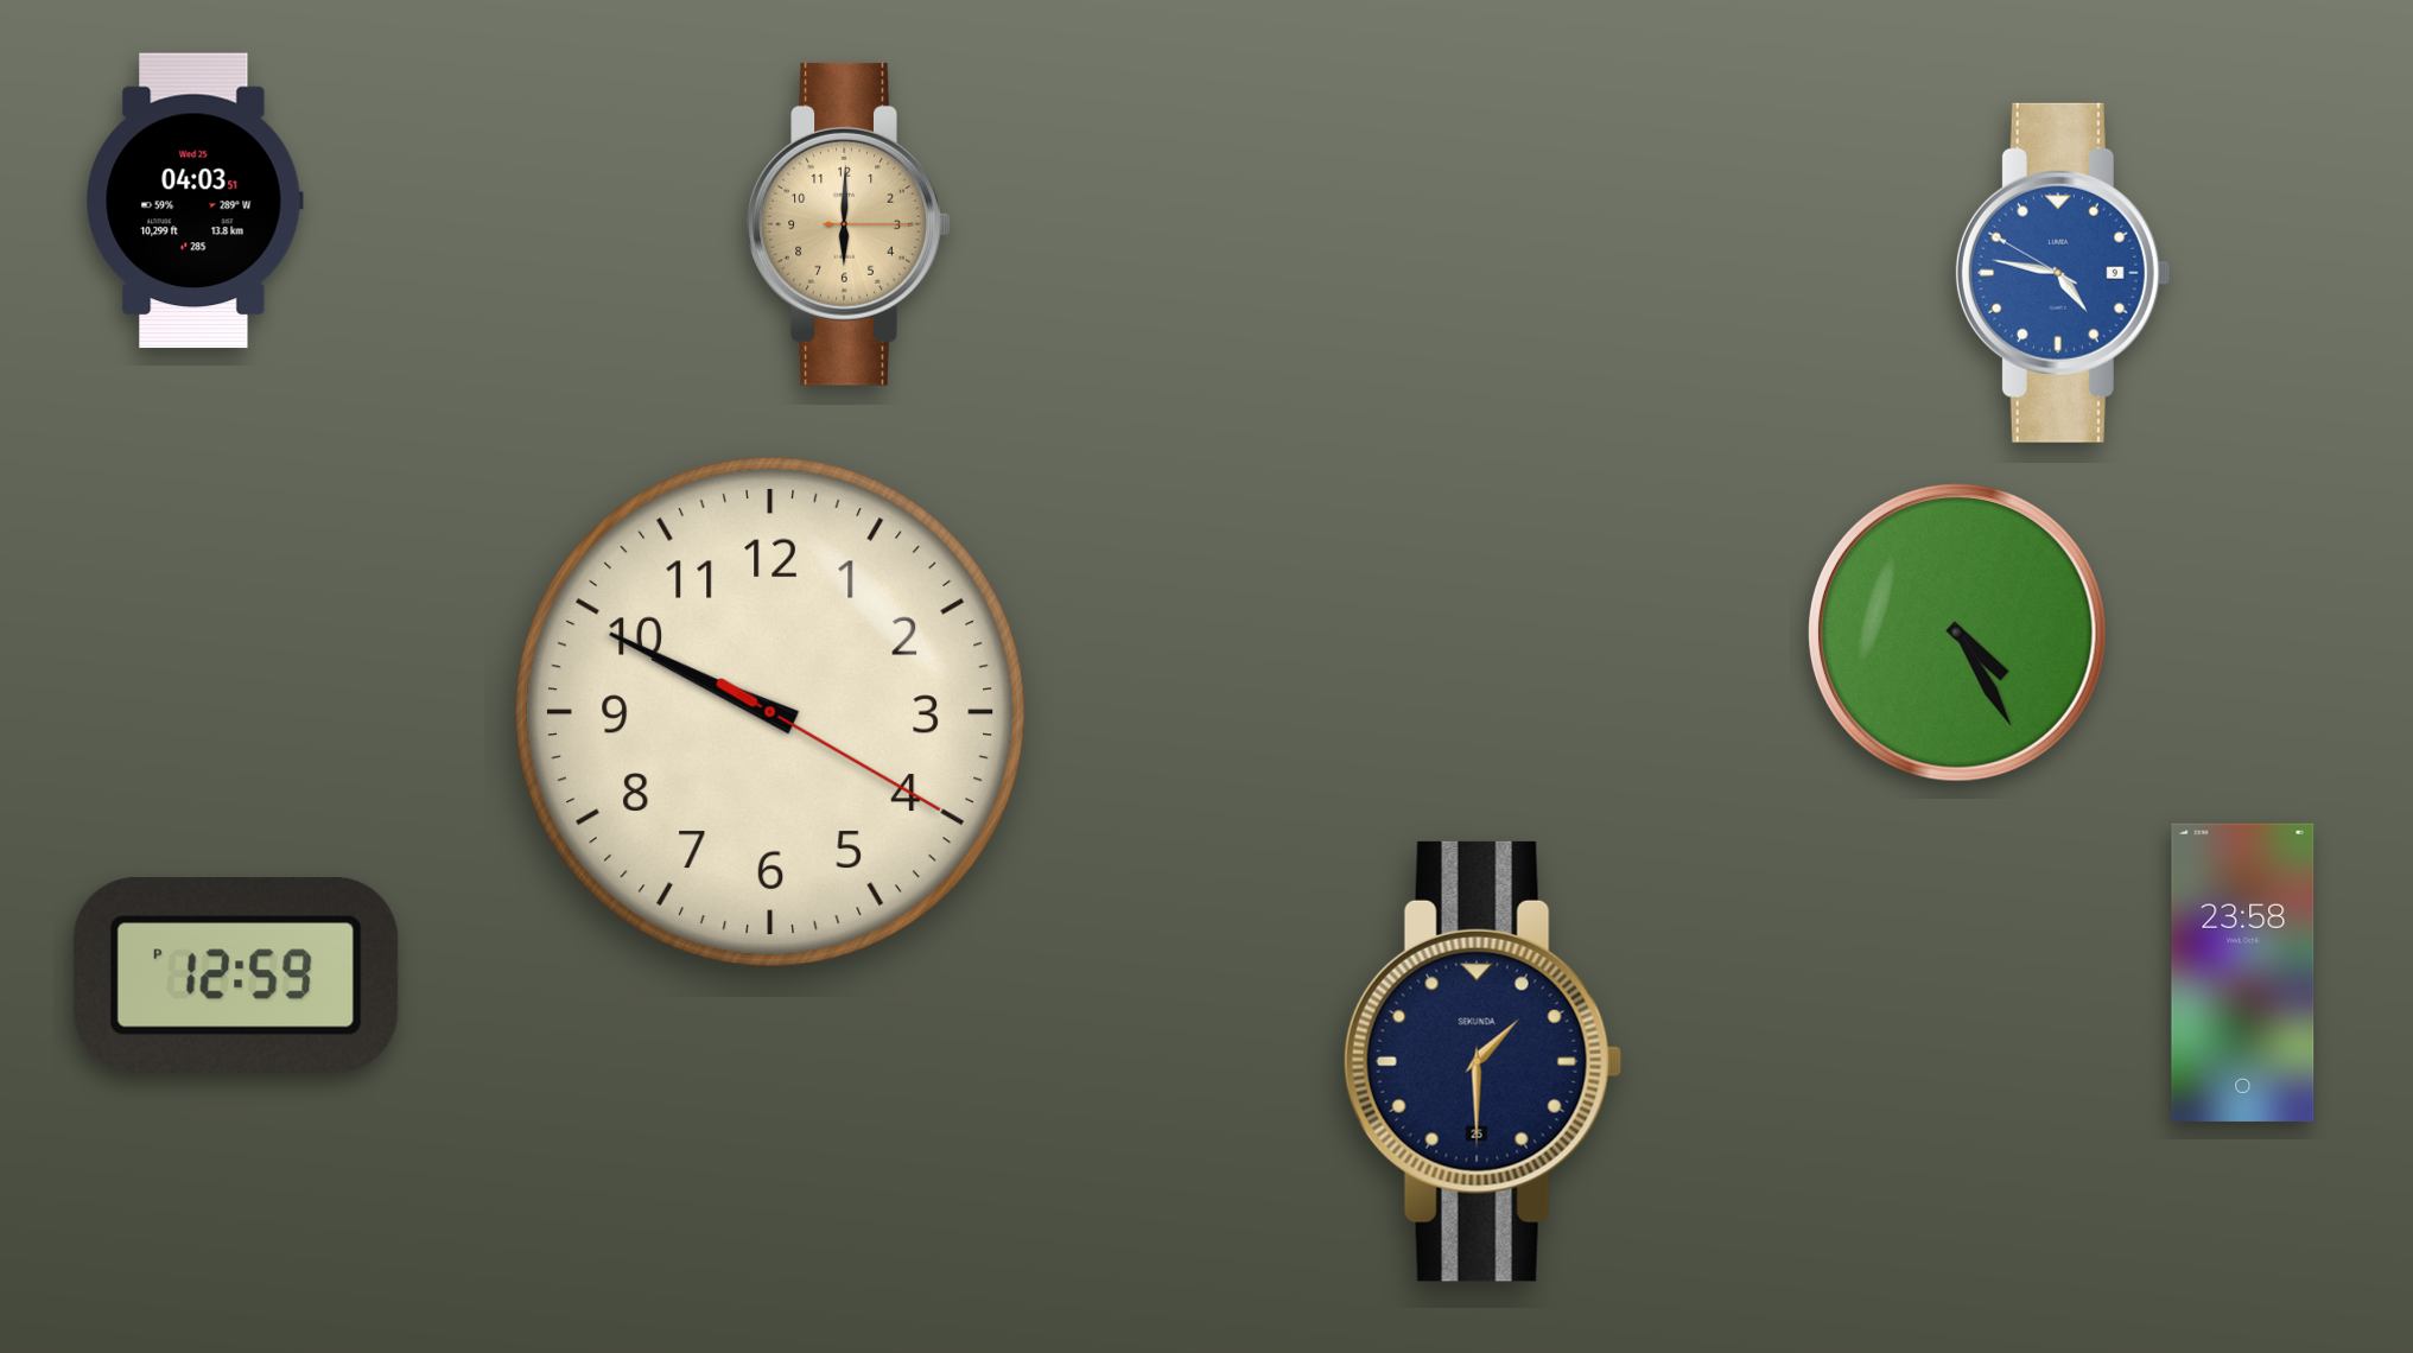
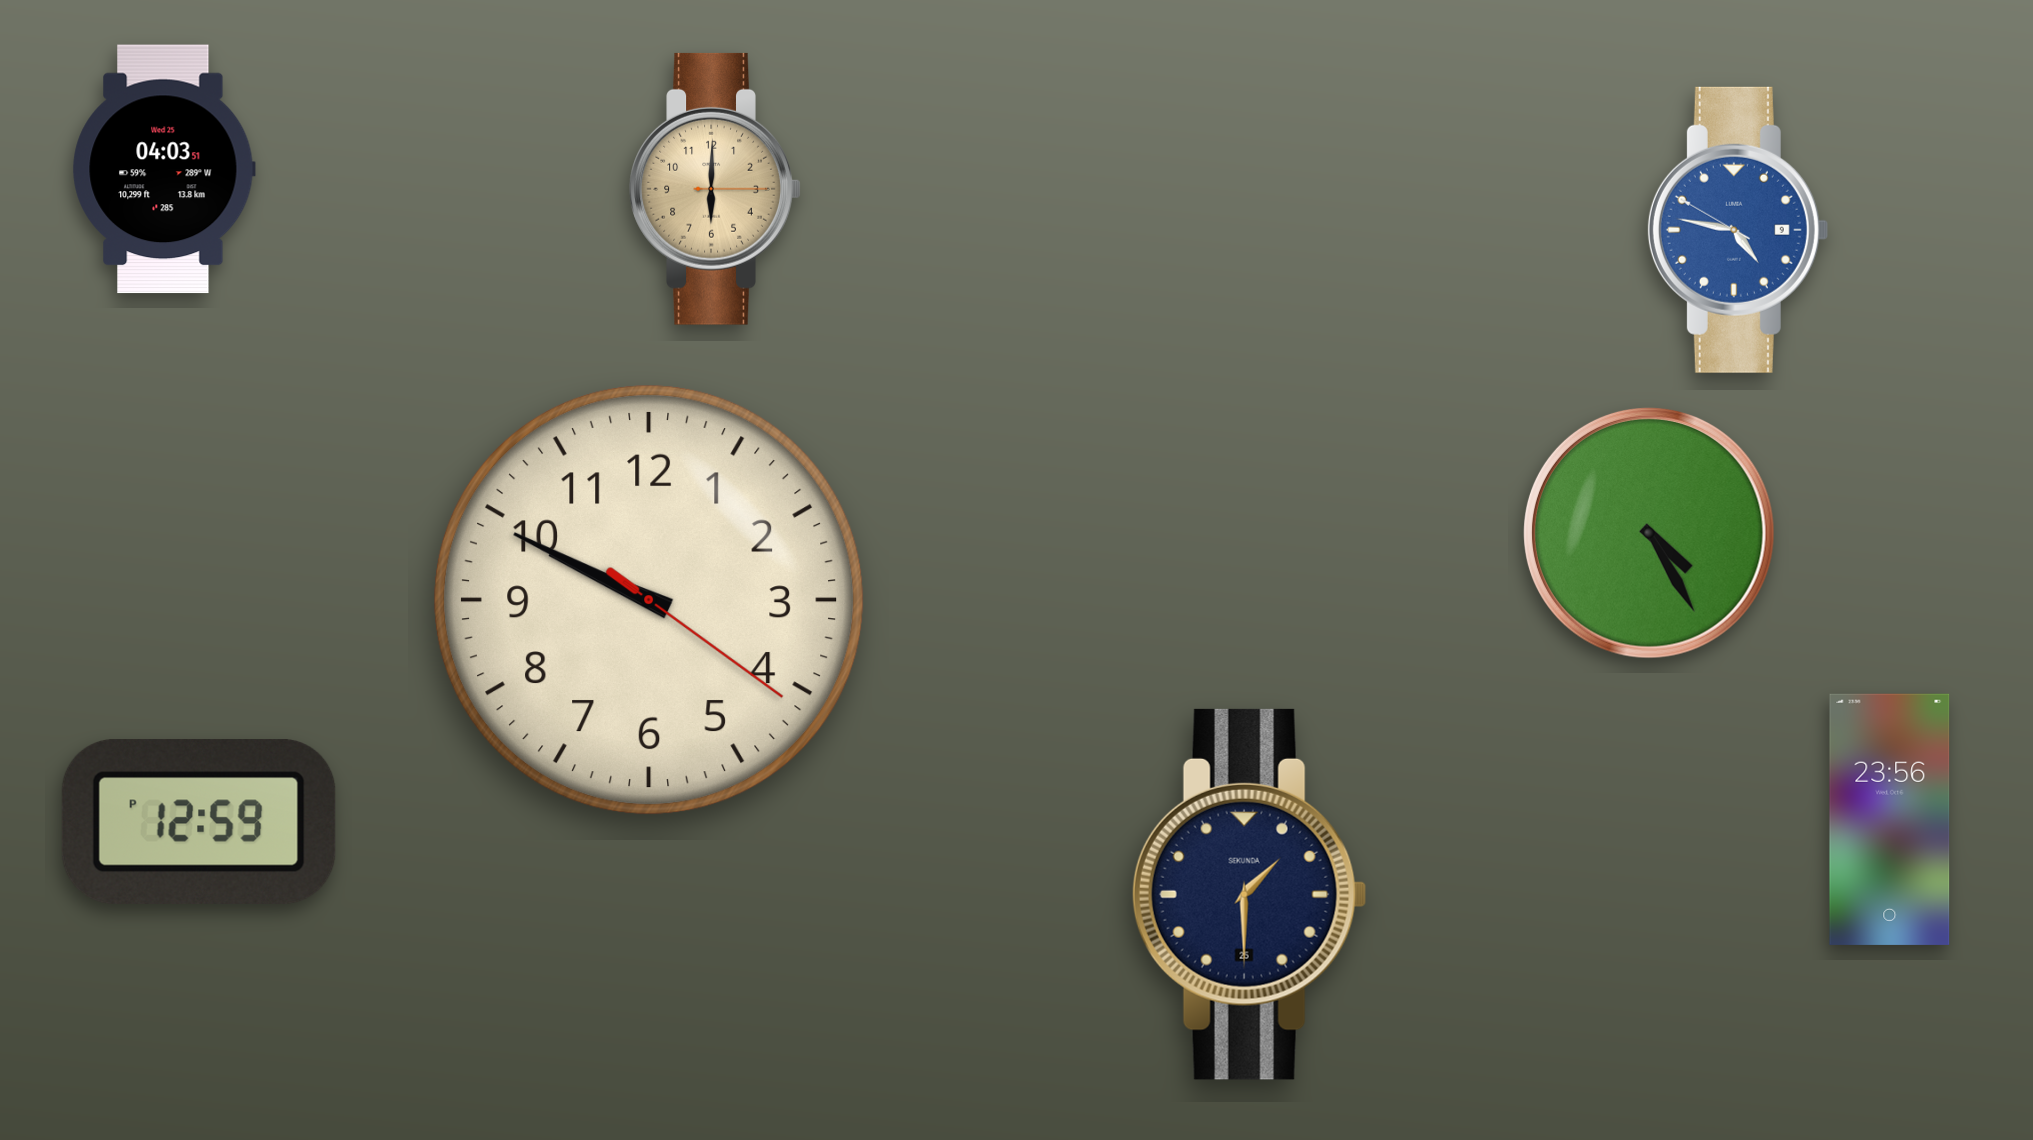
clock at (771, 713): 9:49:20 -> 9:49:21
clock at (2243, 972): 23:58 -> 23:56
